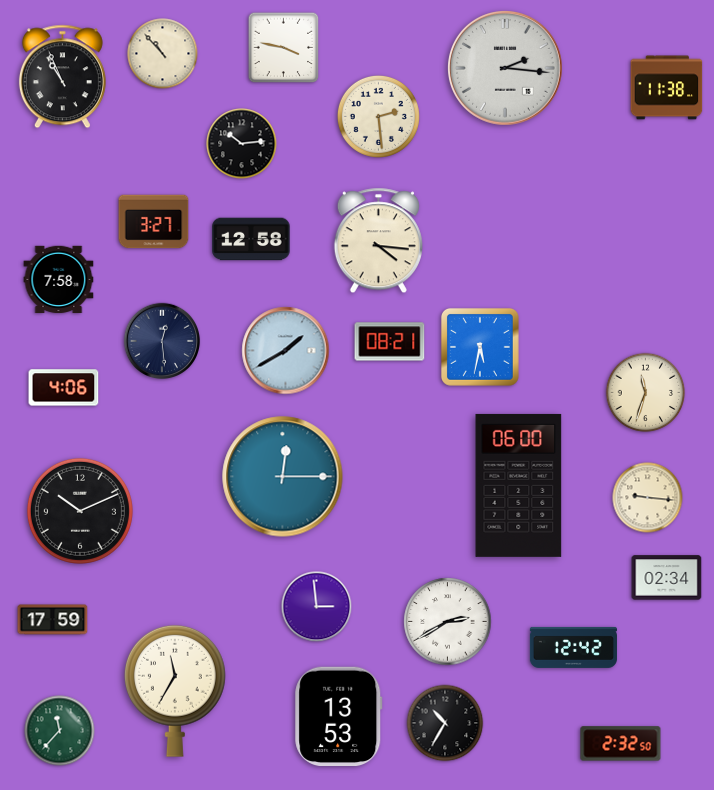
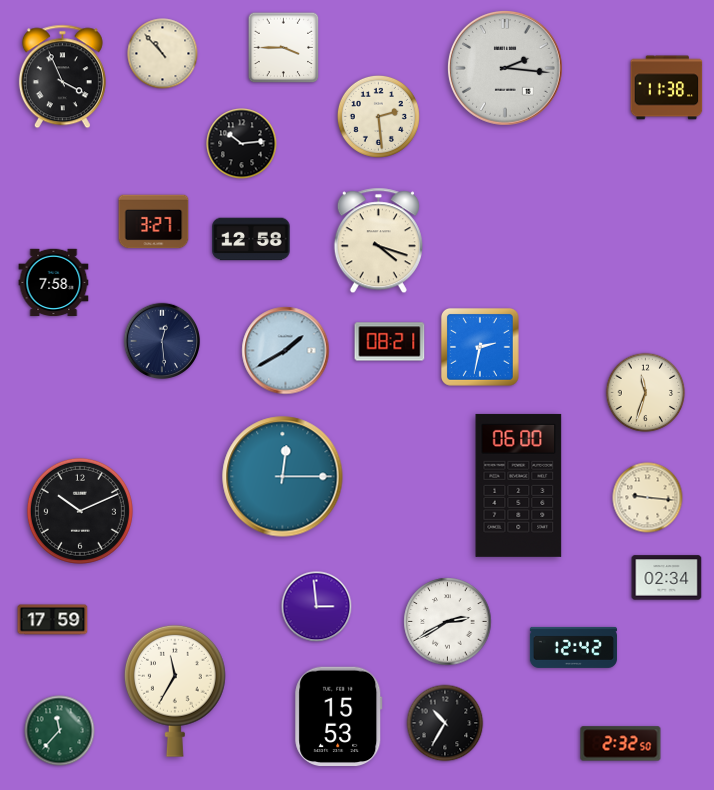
clock at (284, 48): 3:47 -> 3:45
clock at (62, 77): 10:56 -> 3:56
clock at (378, 241): 4:16 -> 4:18
clock at (59, 280) position: (59, 280) -> (54, 283)
clock at (480, 347): 5:32 -> 2:32
clock at (64, 388): 4:06 -> none
clock at (339, 717): 13:53 -> 15:53
